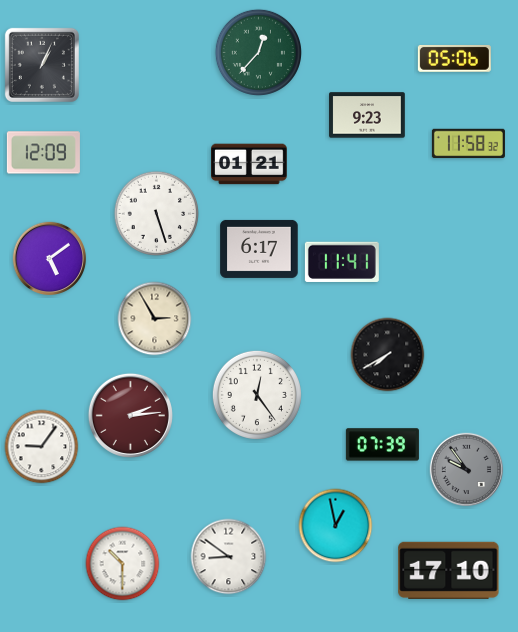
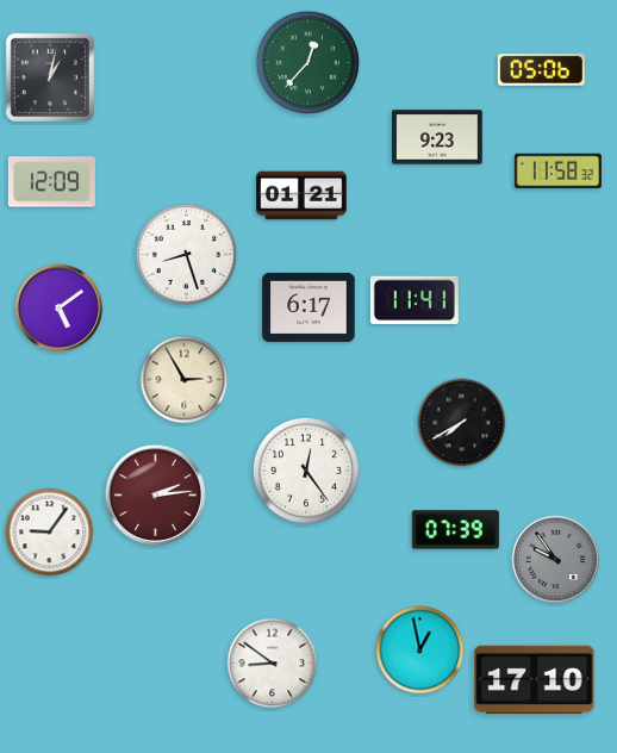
clock at (42, 65): 1:04 -> 1:02
clock at (249, 164) position: (249, 164) -> (301, 195)
clock at (157, 214): 5:27 -> 8:27
clock at (259, 249) position: (259, 249) -> (308, 307)
clock at (342, 261) position: (342, 261) -> (415, 299)
clock at (336, 526) position: (336, 526) -> (420, 651)
clock at (123, 564): 10:30 -> none
